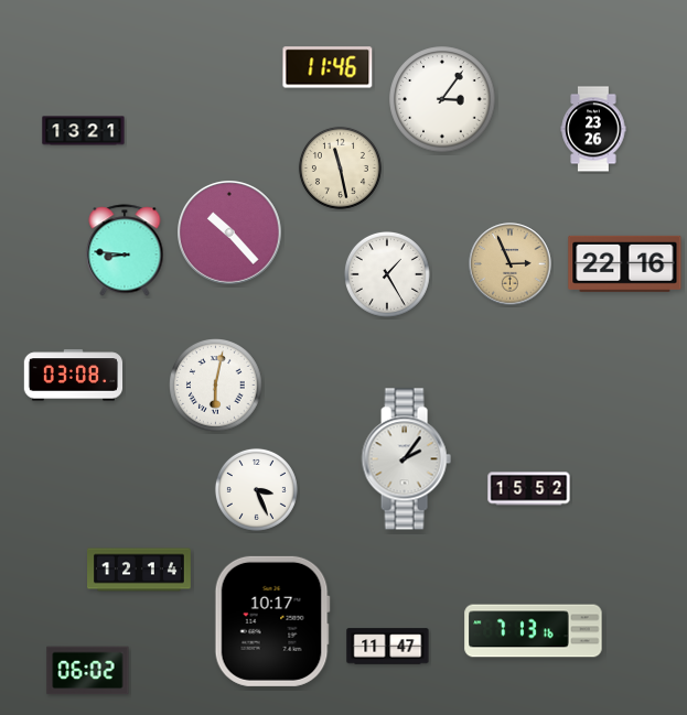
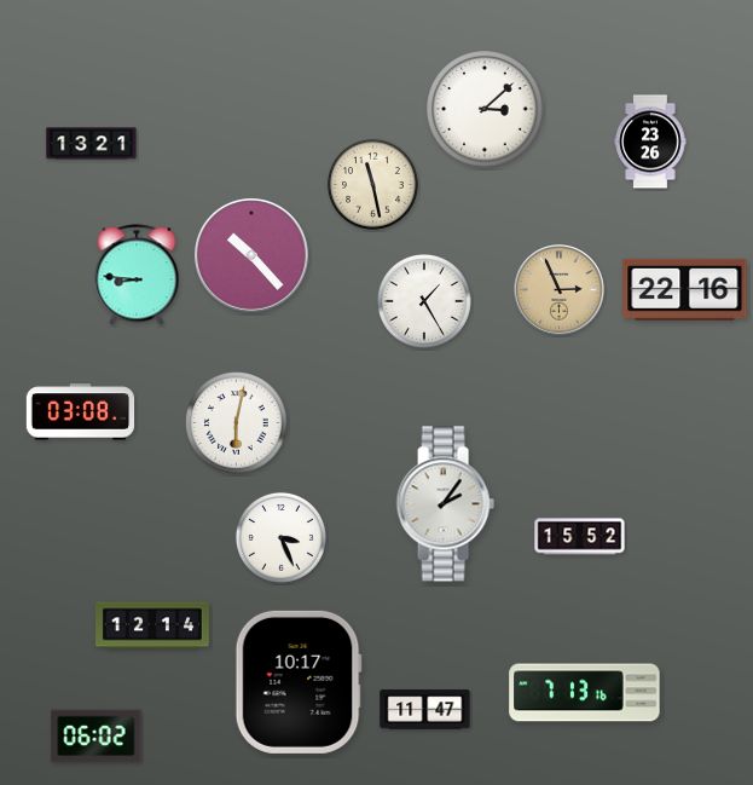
clock at (328, 67): 11:46 -> none
clock at (442, 99): 3:06 -> 3:08
